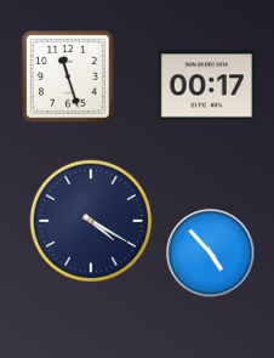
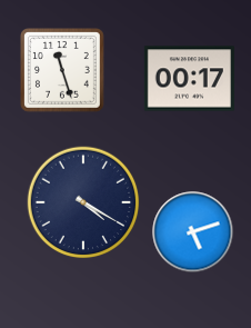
clock at (211, 254): 4:53 -> 5:12
